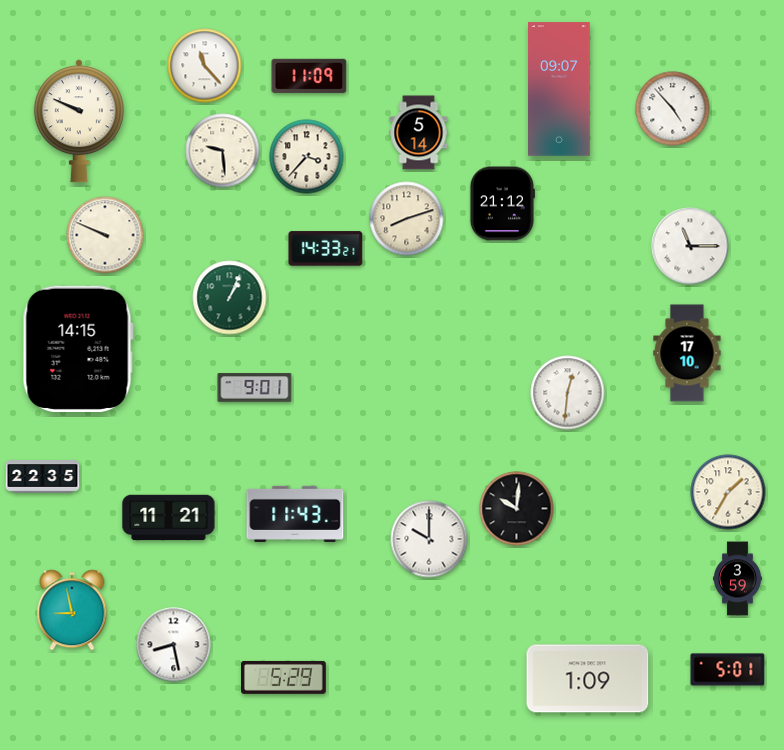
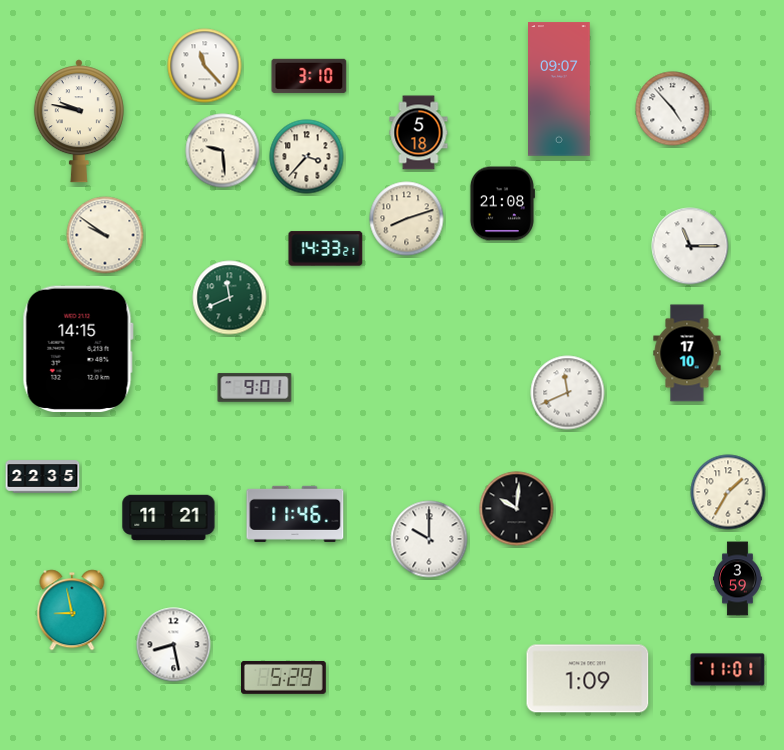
clock at (309, 76): 11:09 -> 3:10
clock at (79, 121): 9:49 -> 9:47
clock at (419, 133): 5:14 -> 5:18
clock at (502, 204): 21:12 -> 21:08
clock at (105, 235): 9:49 -> 9:51
clock at (230, 298): 1:04 -> 11:41
clock at (568, 393): 12:31 -> 11:41
clock at (295, 514): 11:43 -> 11:46
clock at (728, 670): 5:01 -> 11:01
